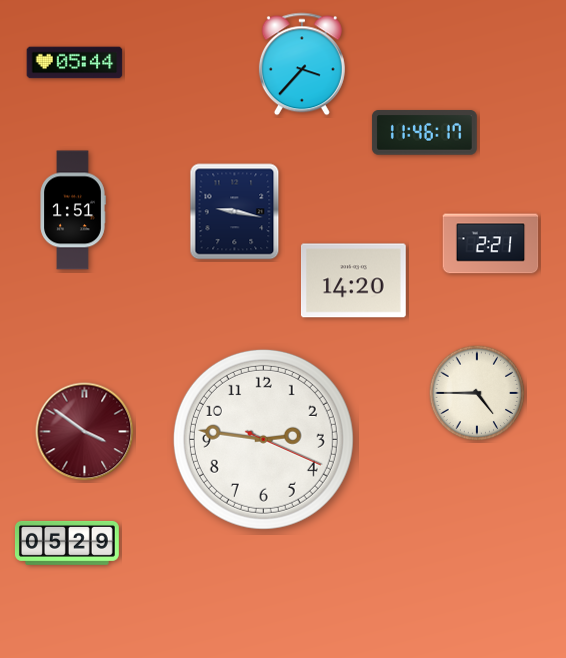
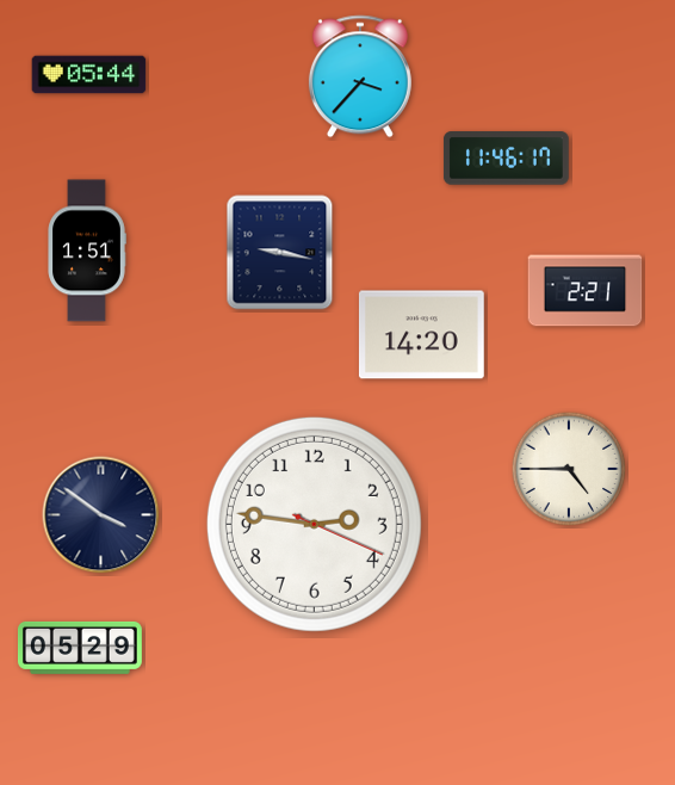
clock at (85, 432) dial: burgundy -> navy
